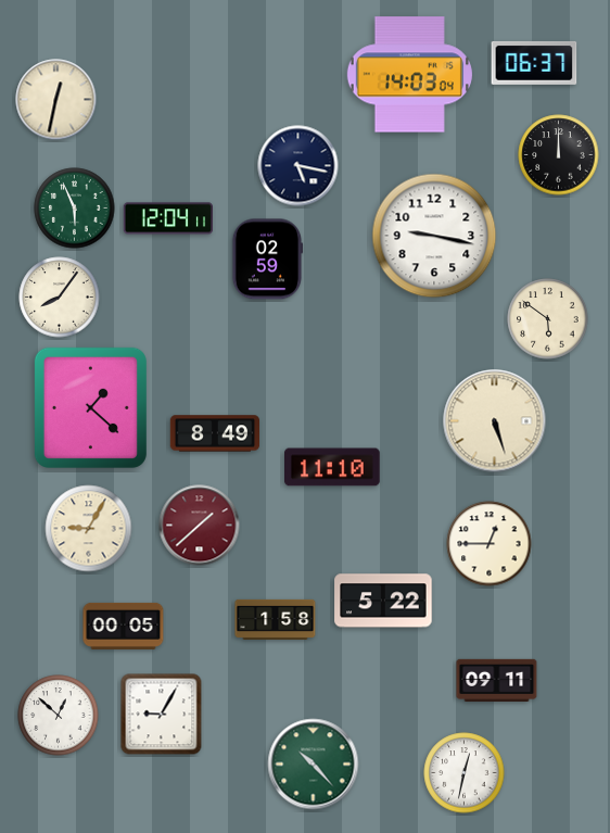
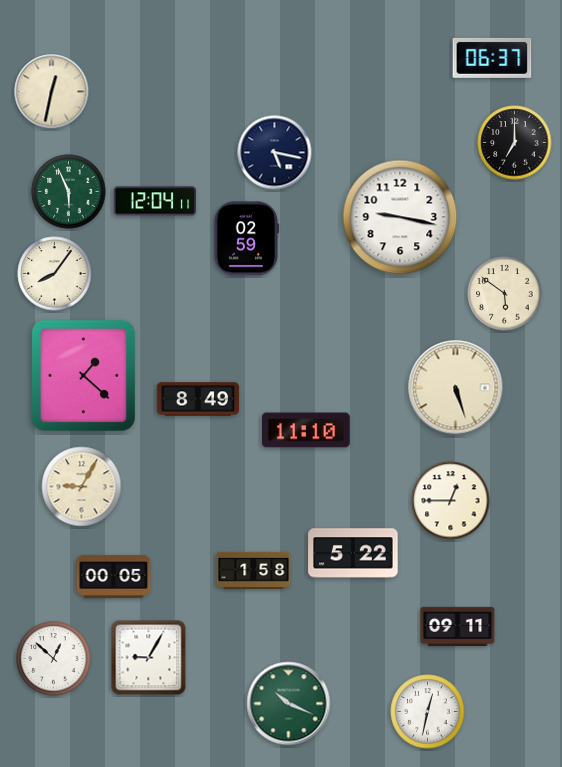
clock at (409, 75): 14:03 -> none
clock at (559, 155): 12:00 -> 7:00
clock at (200, 526): 1:38 -> none
clock at (314, 765): 10:23 -> 10:19
